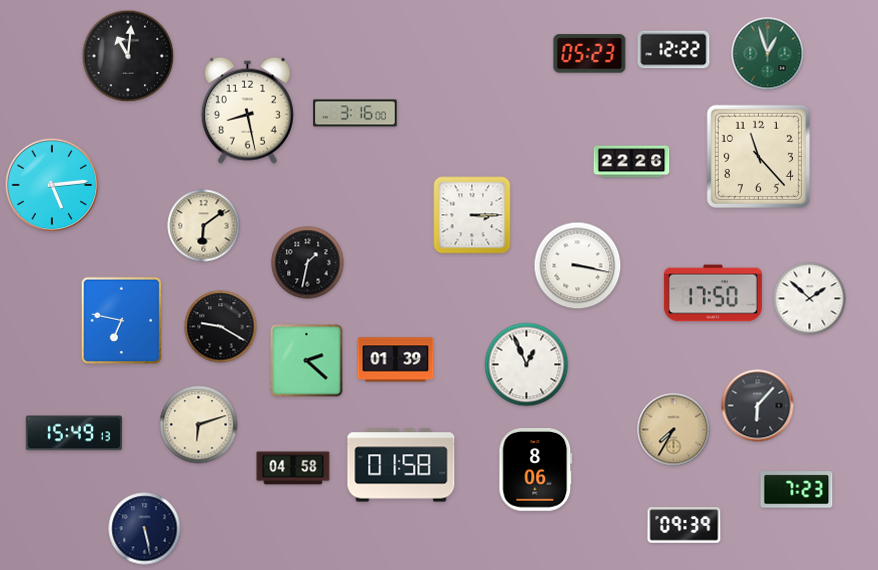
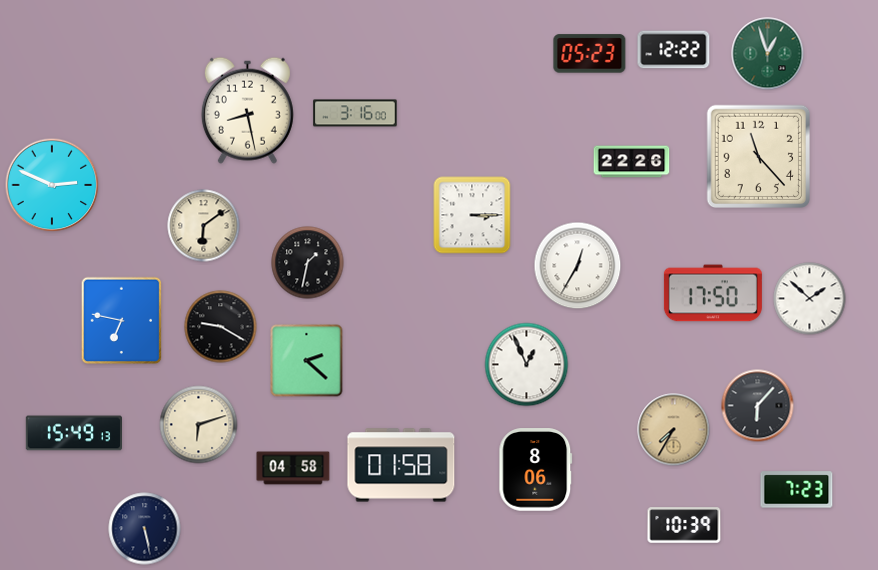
clock at (128, 56): 11:01 -> none
clock at (52, 185): 5:14 -> 2:49
clock at (578, 266): 3:17 -> 12:35
clock at (396, 360): 01:39 -> none
clock at (684, 525): 09:39 -> 10:39
